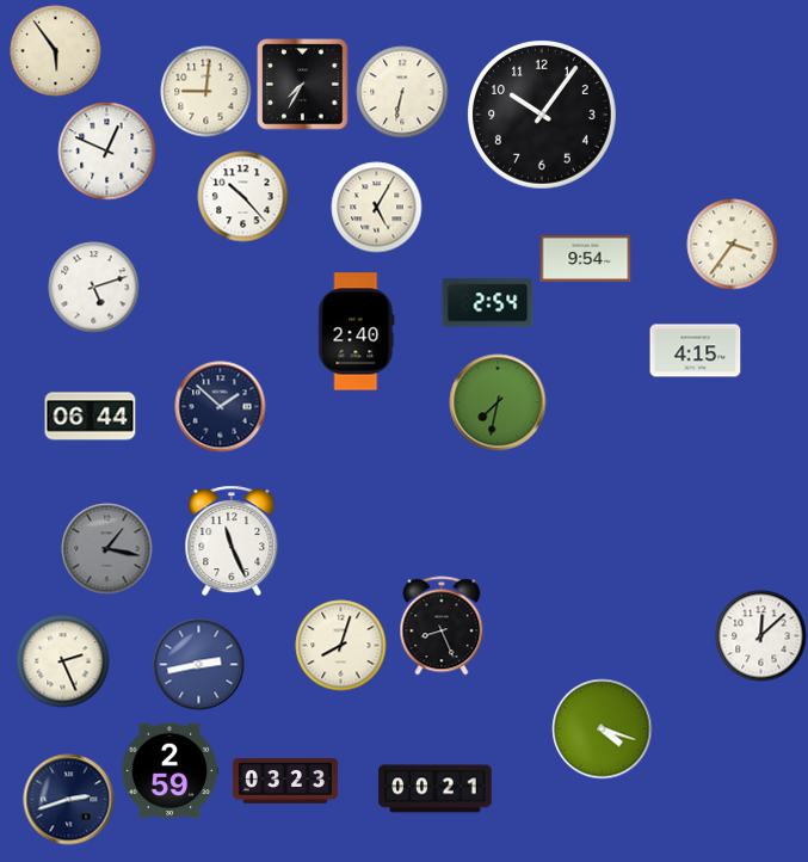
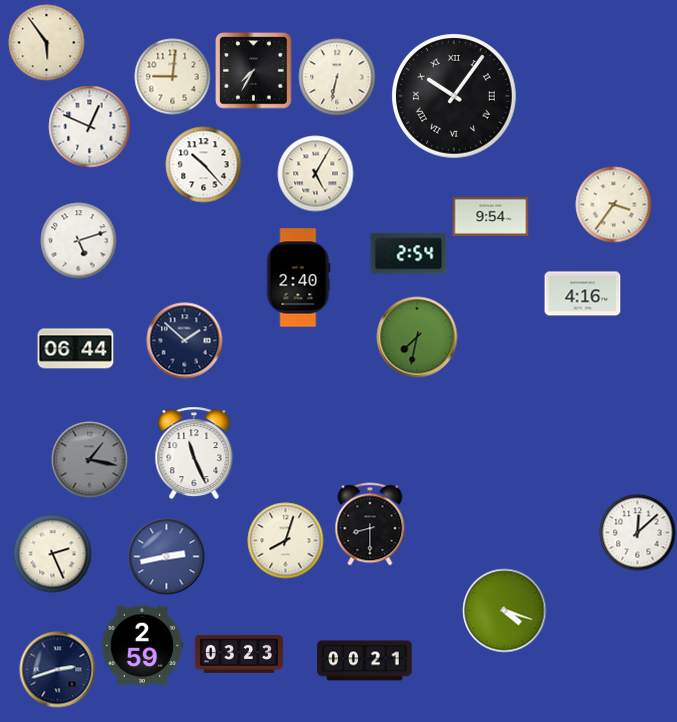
clock at (543, 116) numerals: Arabic -> Roman
clock at (696, 351): 4:15 -> 4:16
clock at (442, 626): 8:26 -> 8:30
